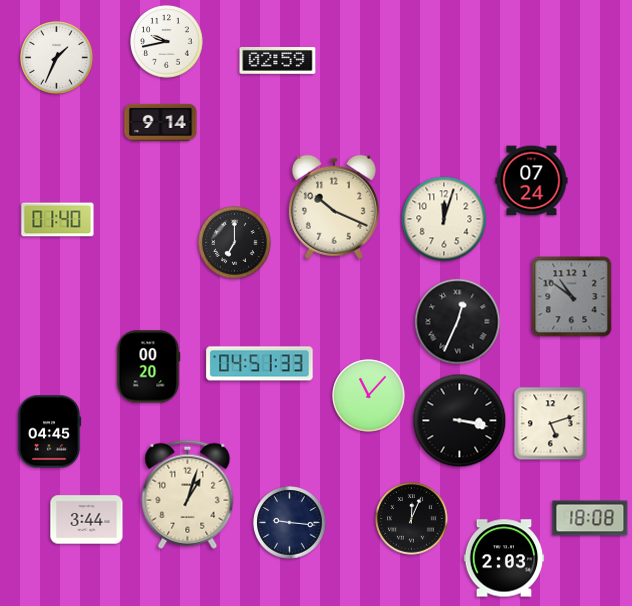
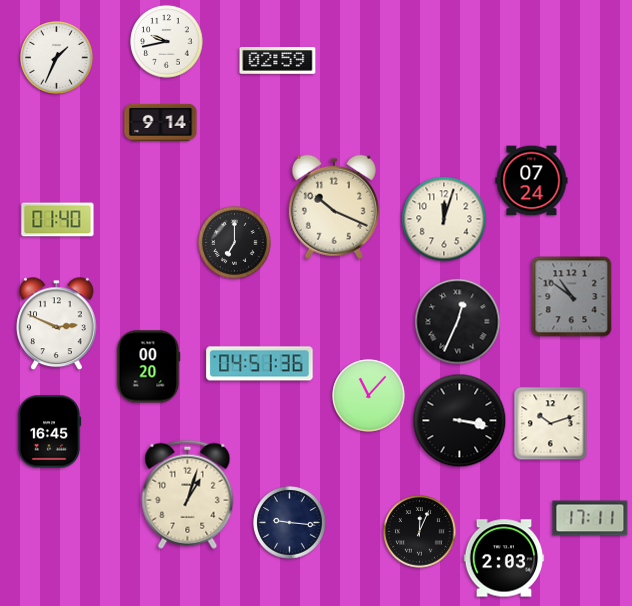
clock at (57, 324): none -> 2:49
clock at (260, 364): 04:51:33 -> 04:51:36
clock at (551, 424): 5:12 -> 10:12
clock at (49, 432): 04:45 -> 16:45
clock at (590, 518): 18:08 -> 17:11
clock at (412, 519) position: (412, 519) -> (420, 532)
clock at (87, 520): 3:44 -> none
